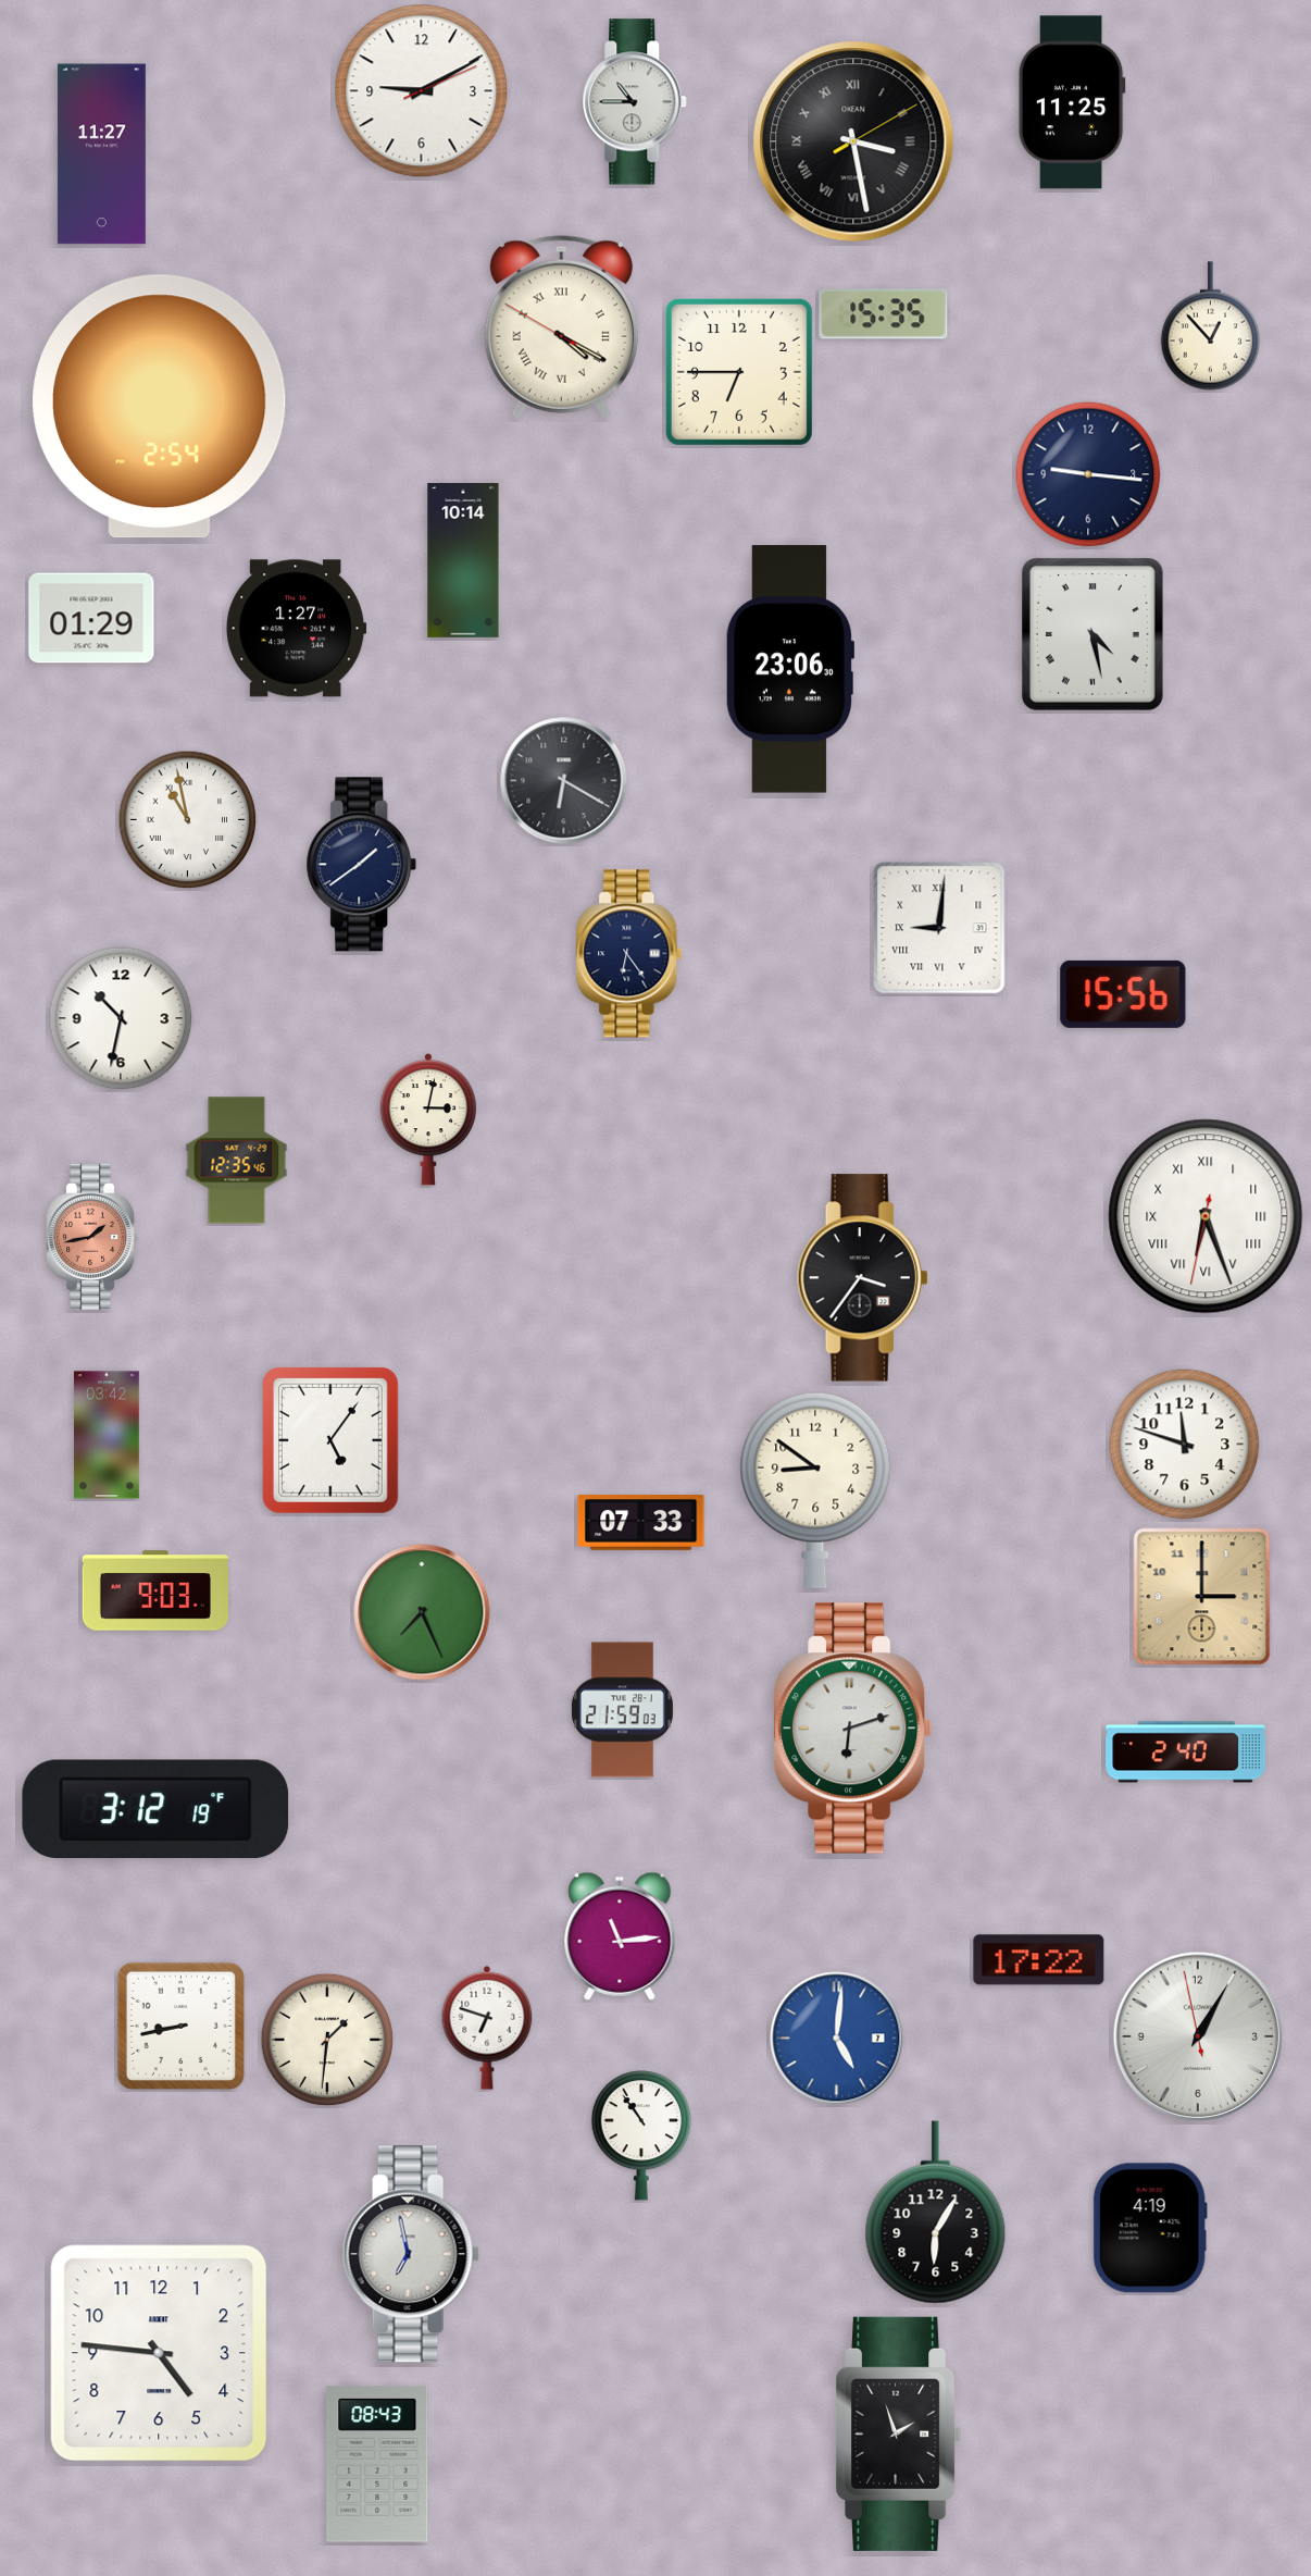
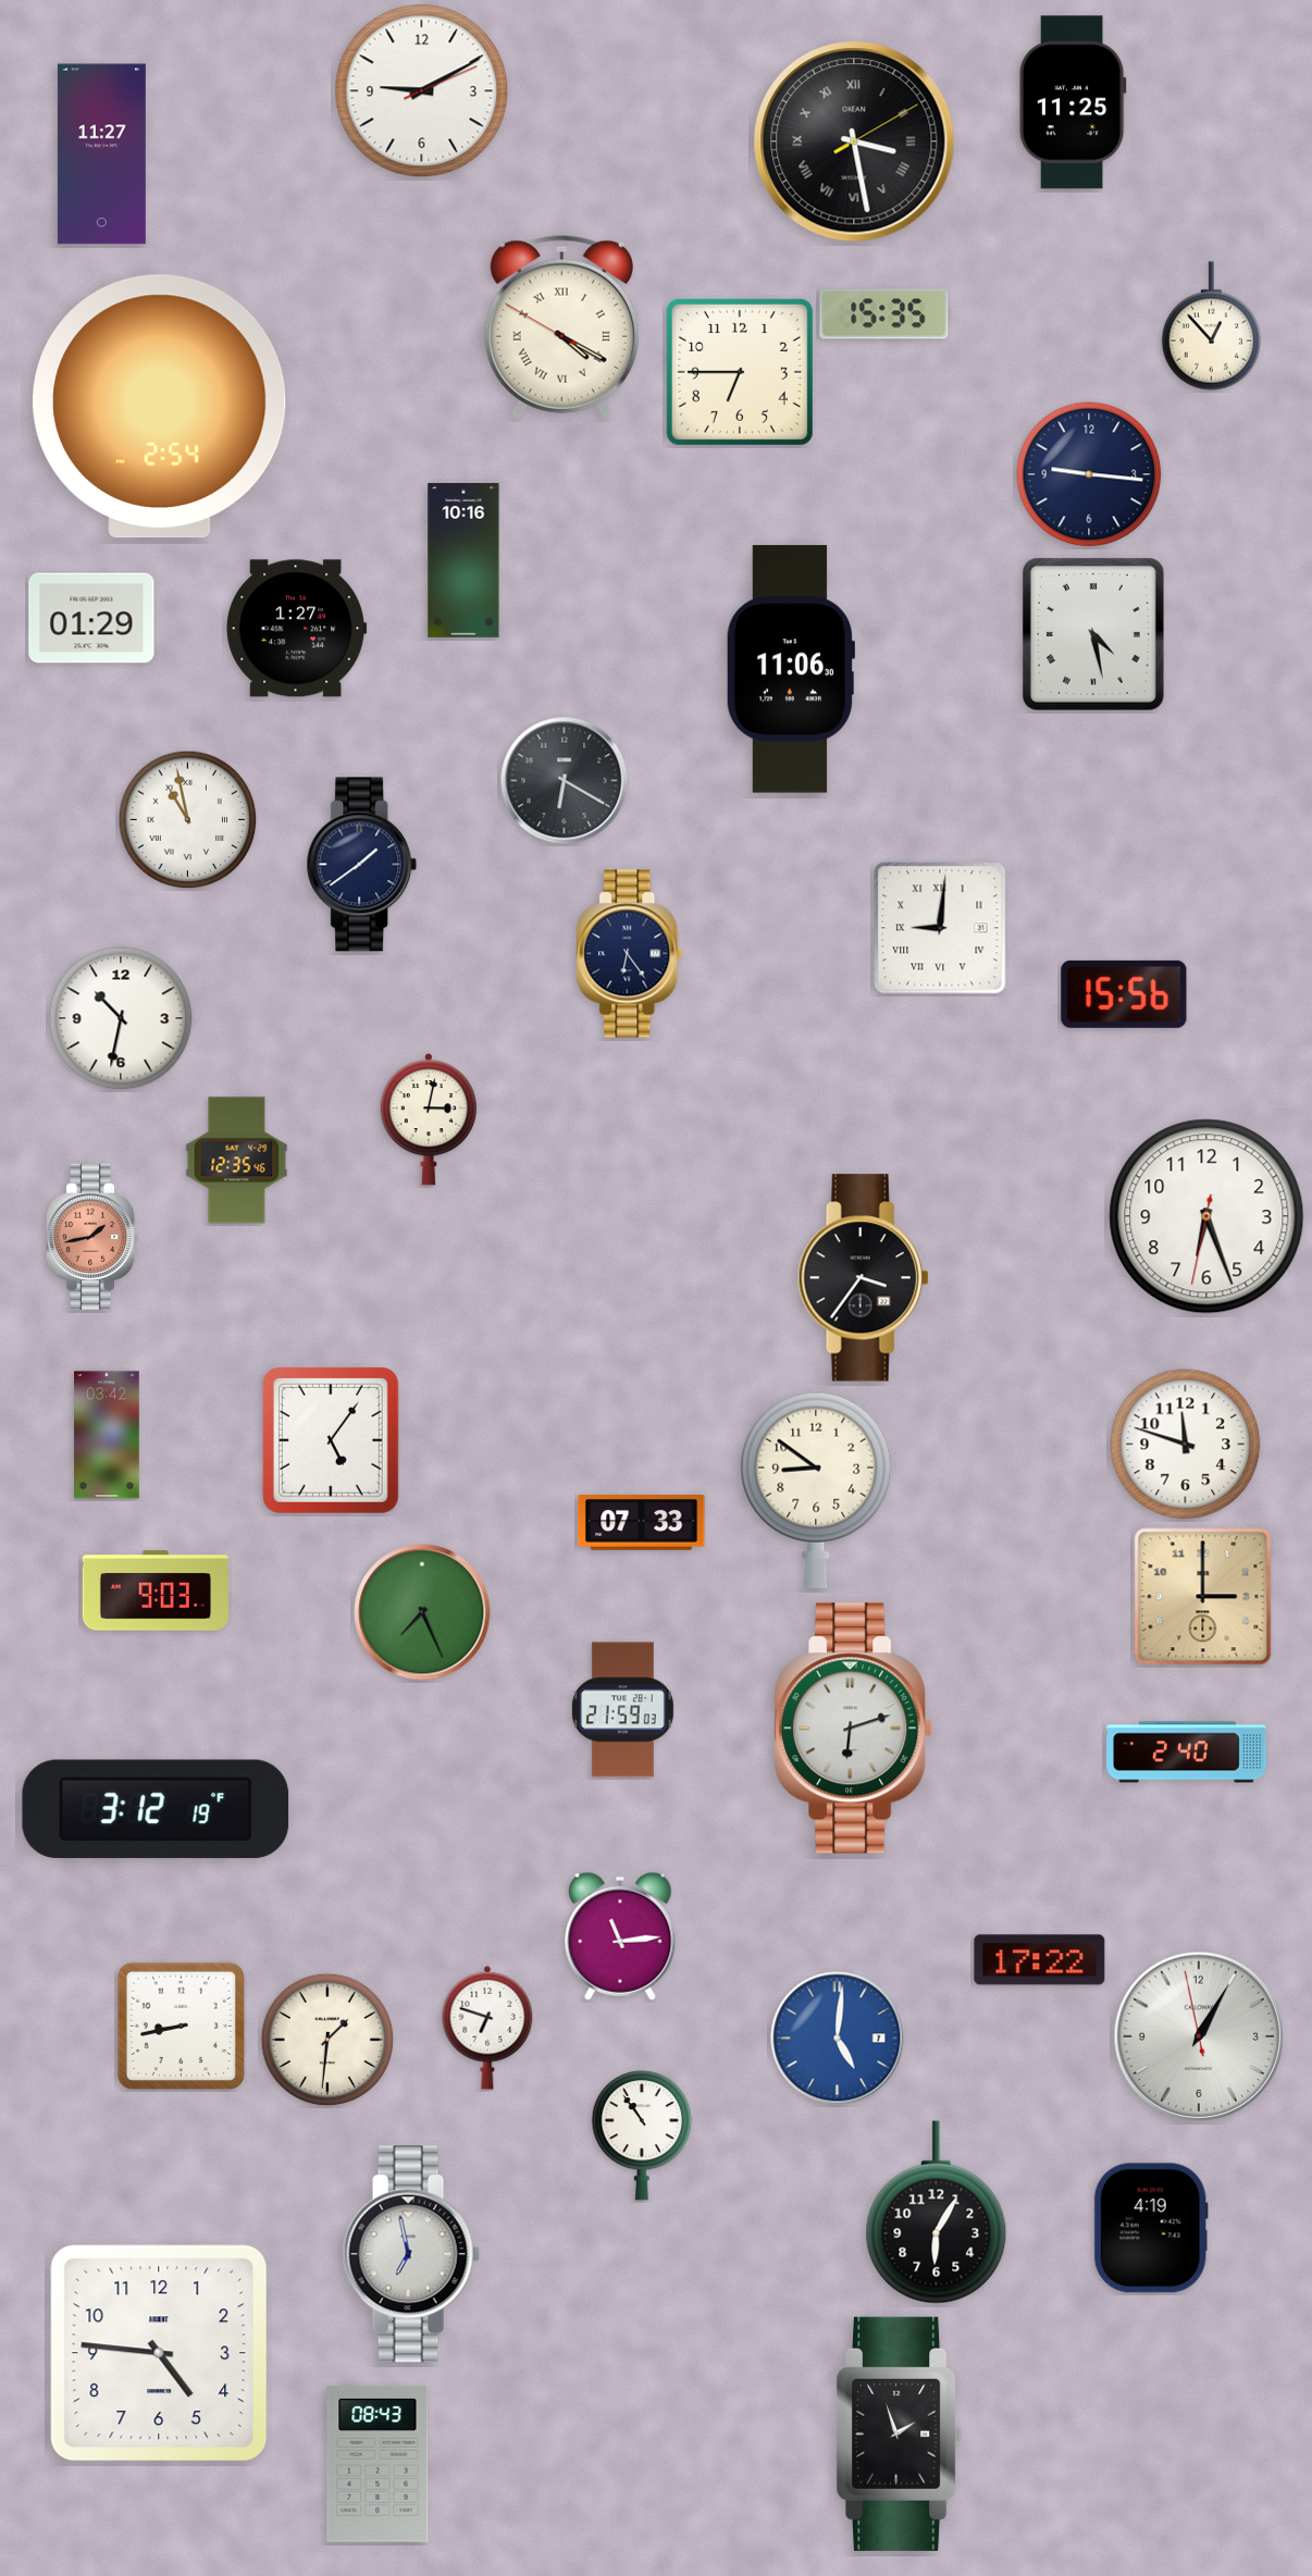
clock at (635, 102): 10:45 -> none
clock at (463, 560): 10:14 -> 10:16
clock at (789, 669): 23:06 -> 11:06
clock at (1206, 1216) numerals: Roman -> Arabic
